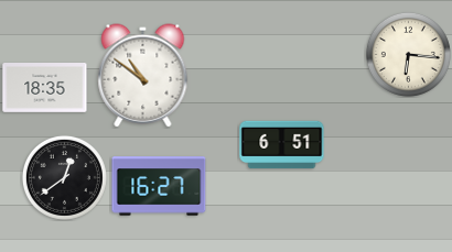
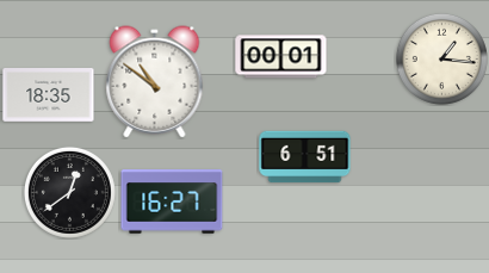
clock at (281, 57): none -> 00:01
clock at (408, 54): 6:16 -> 1:16
